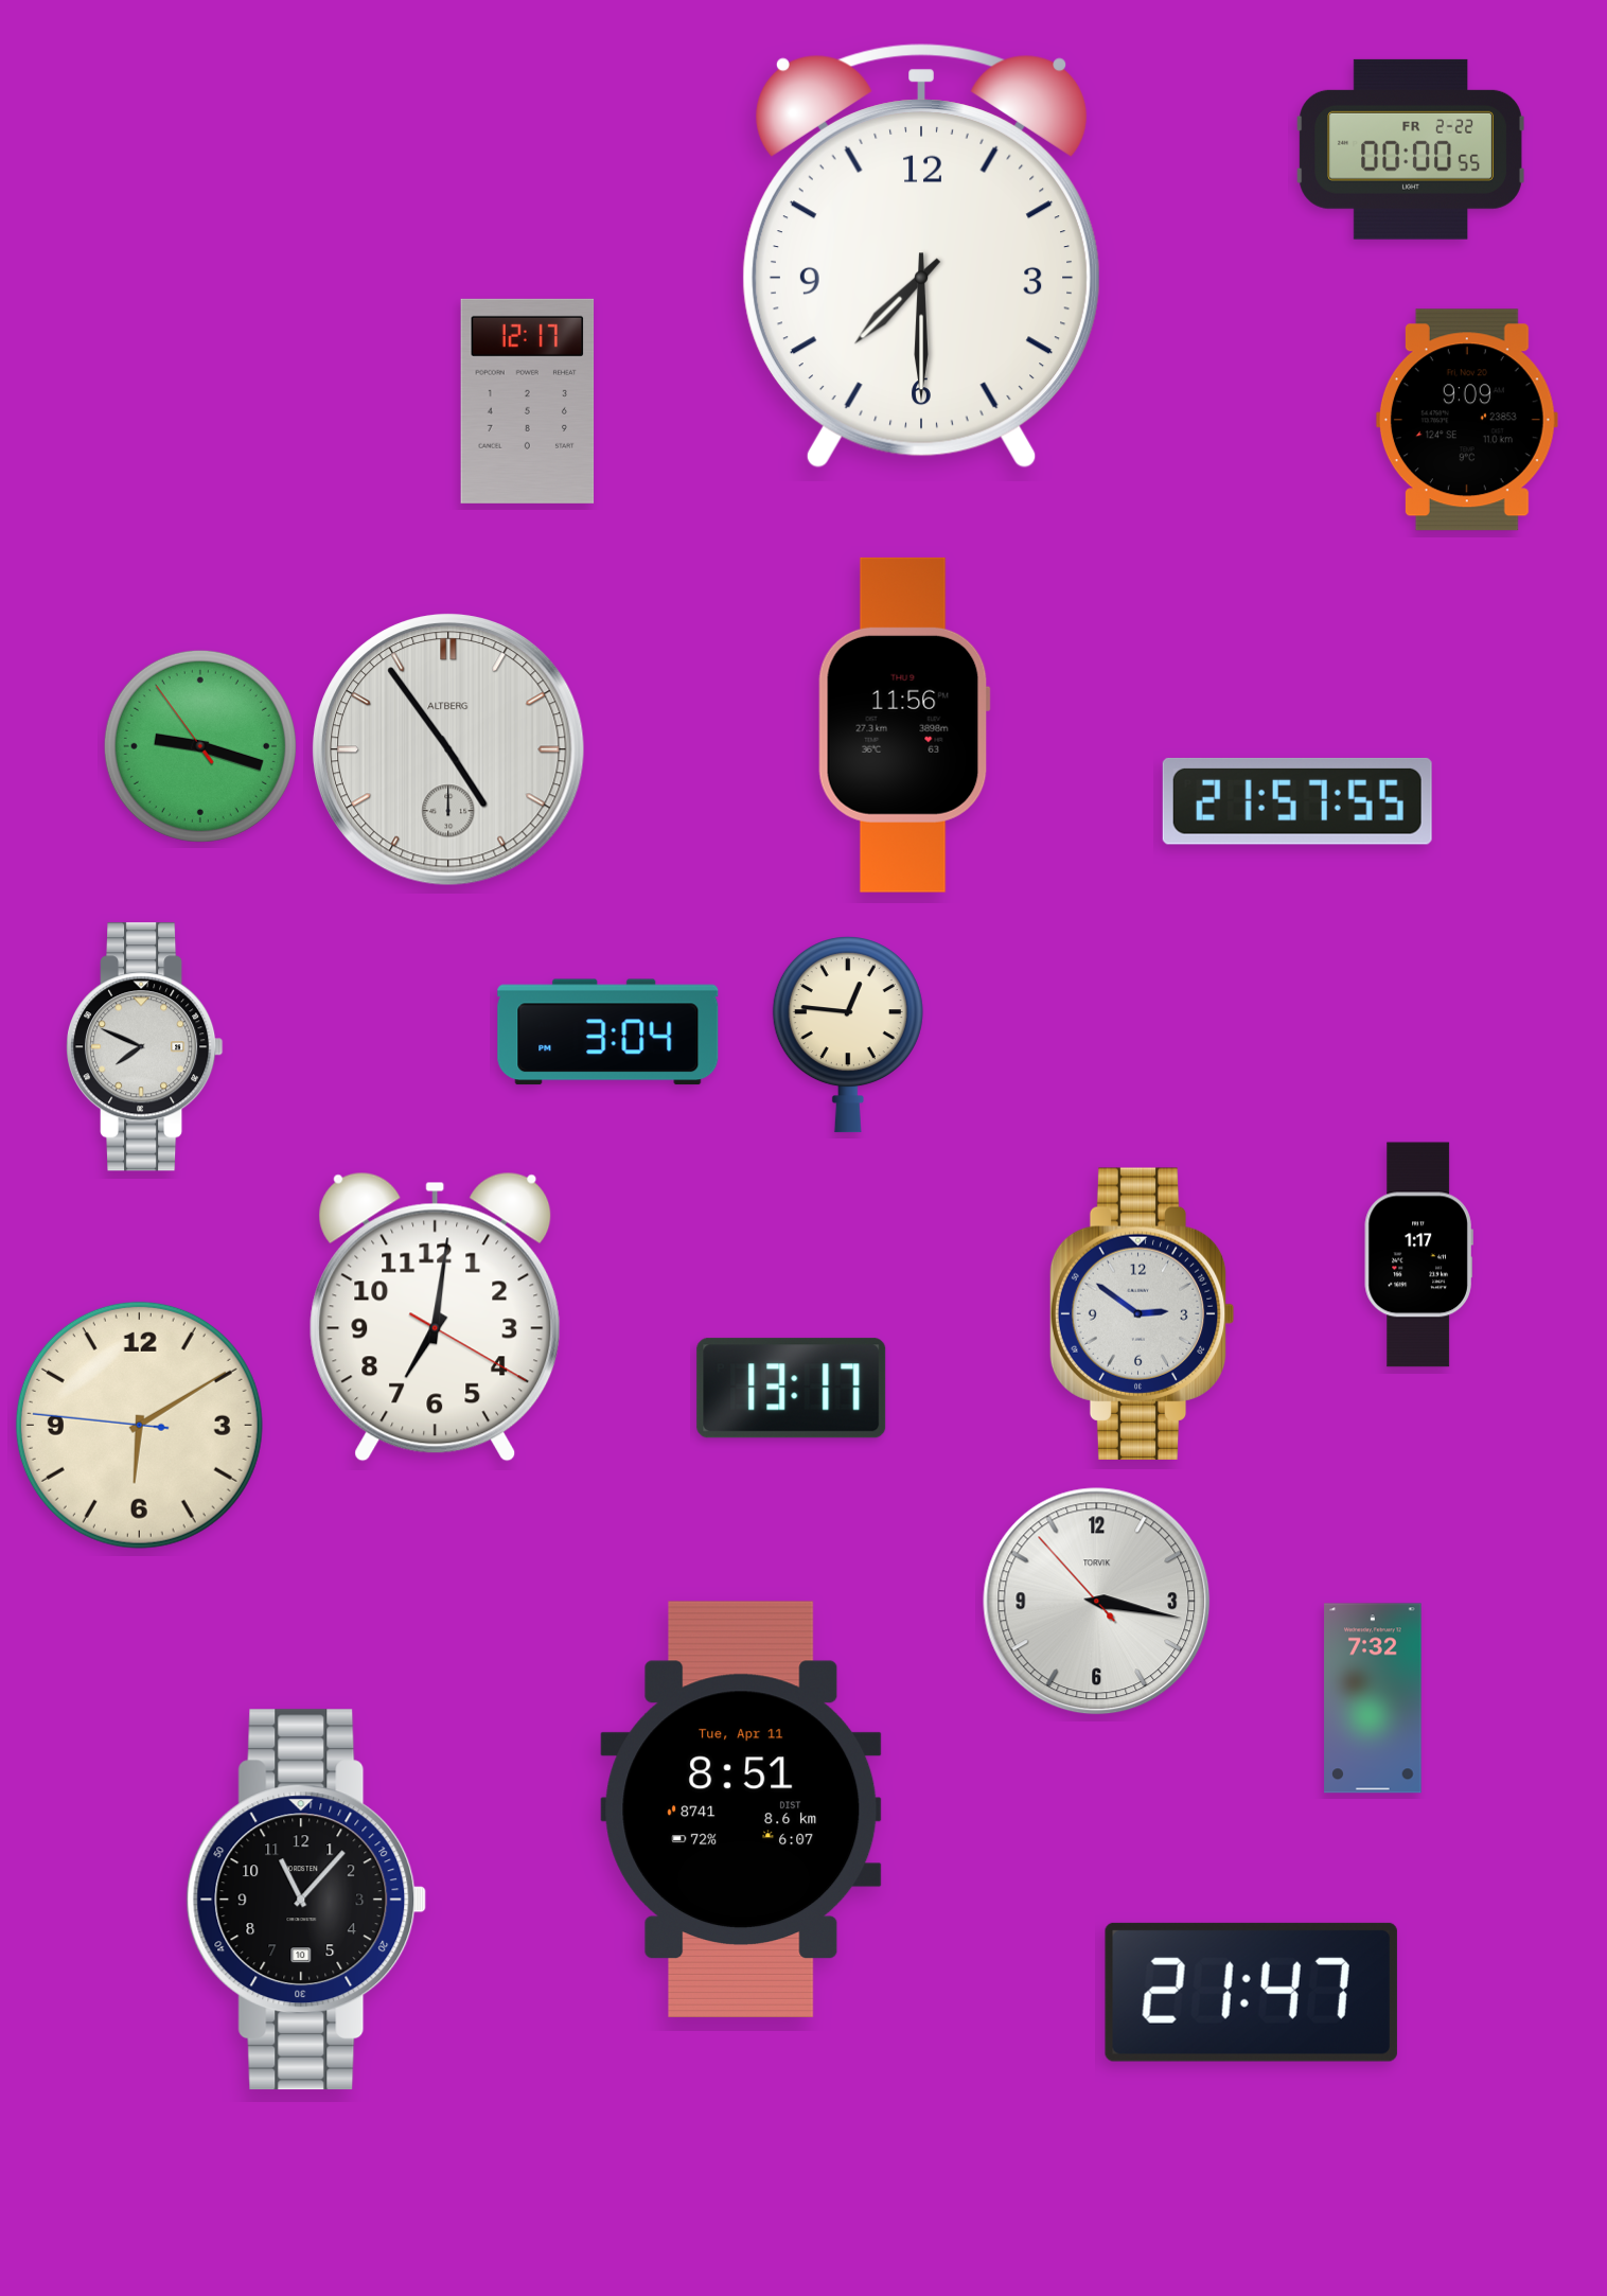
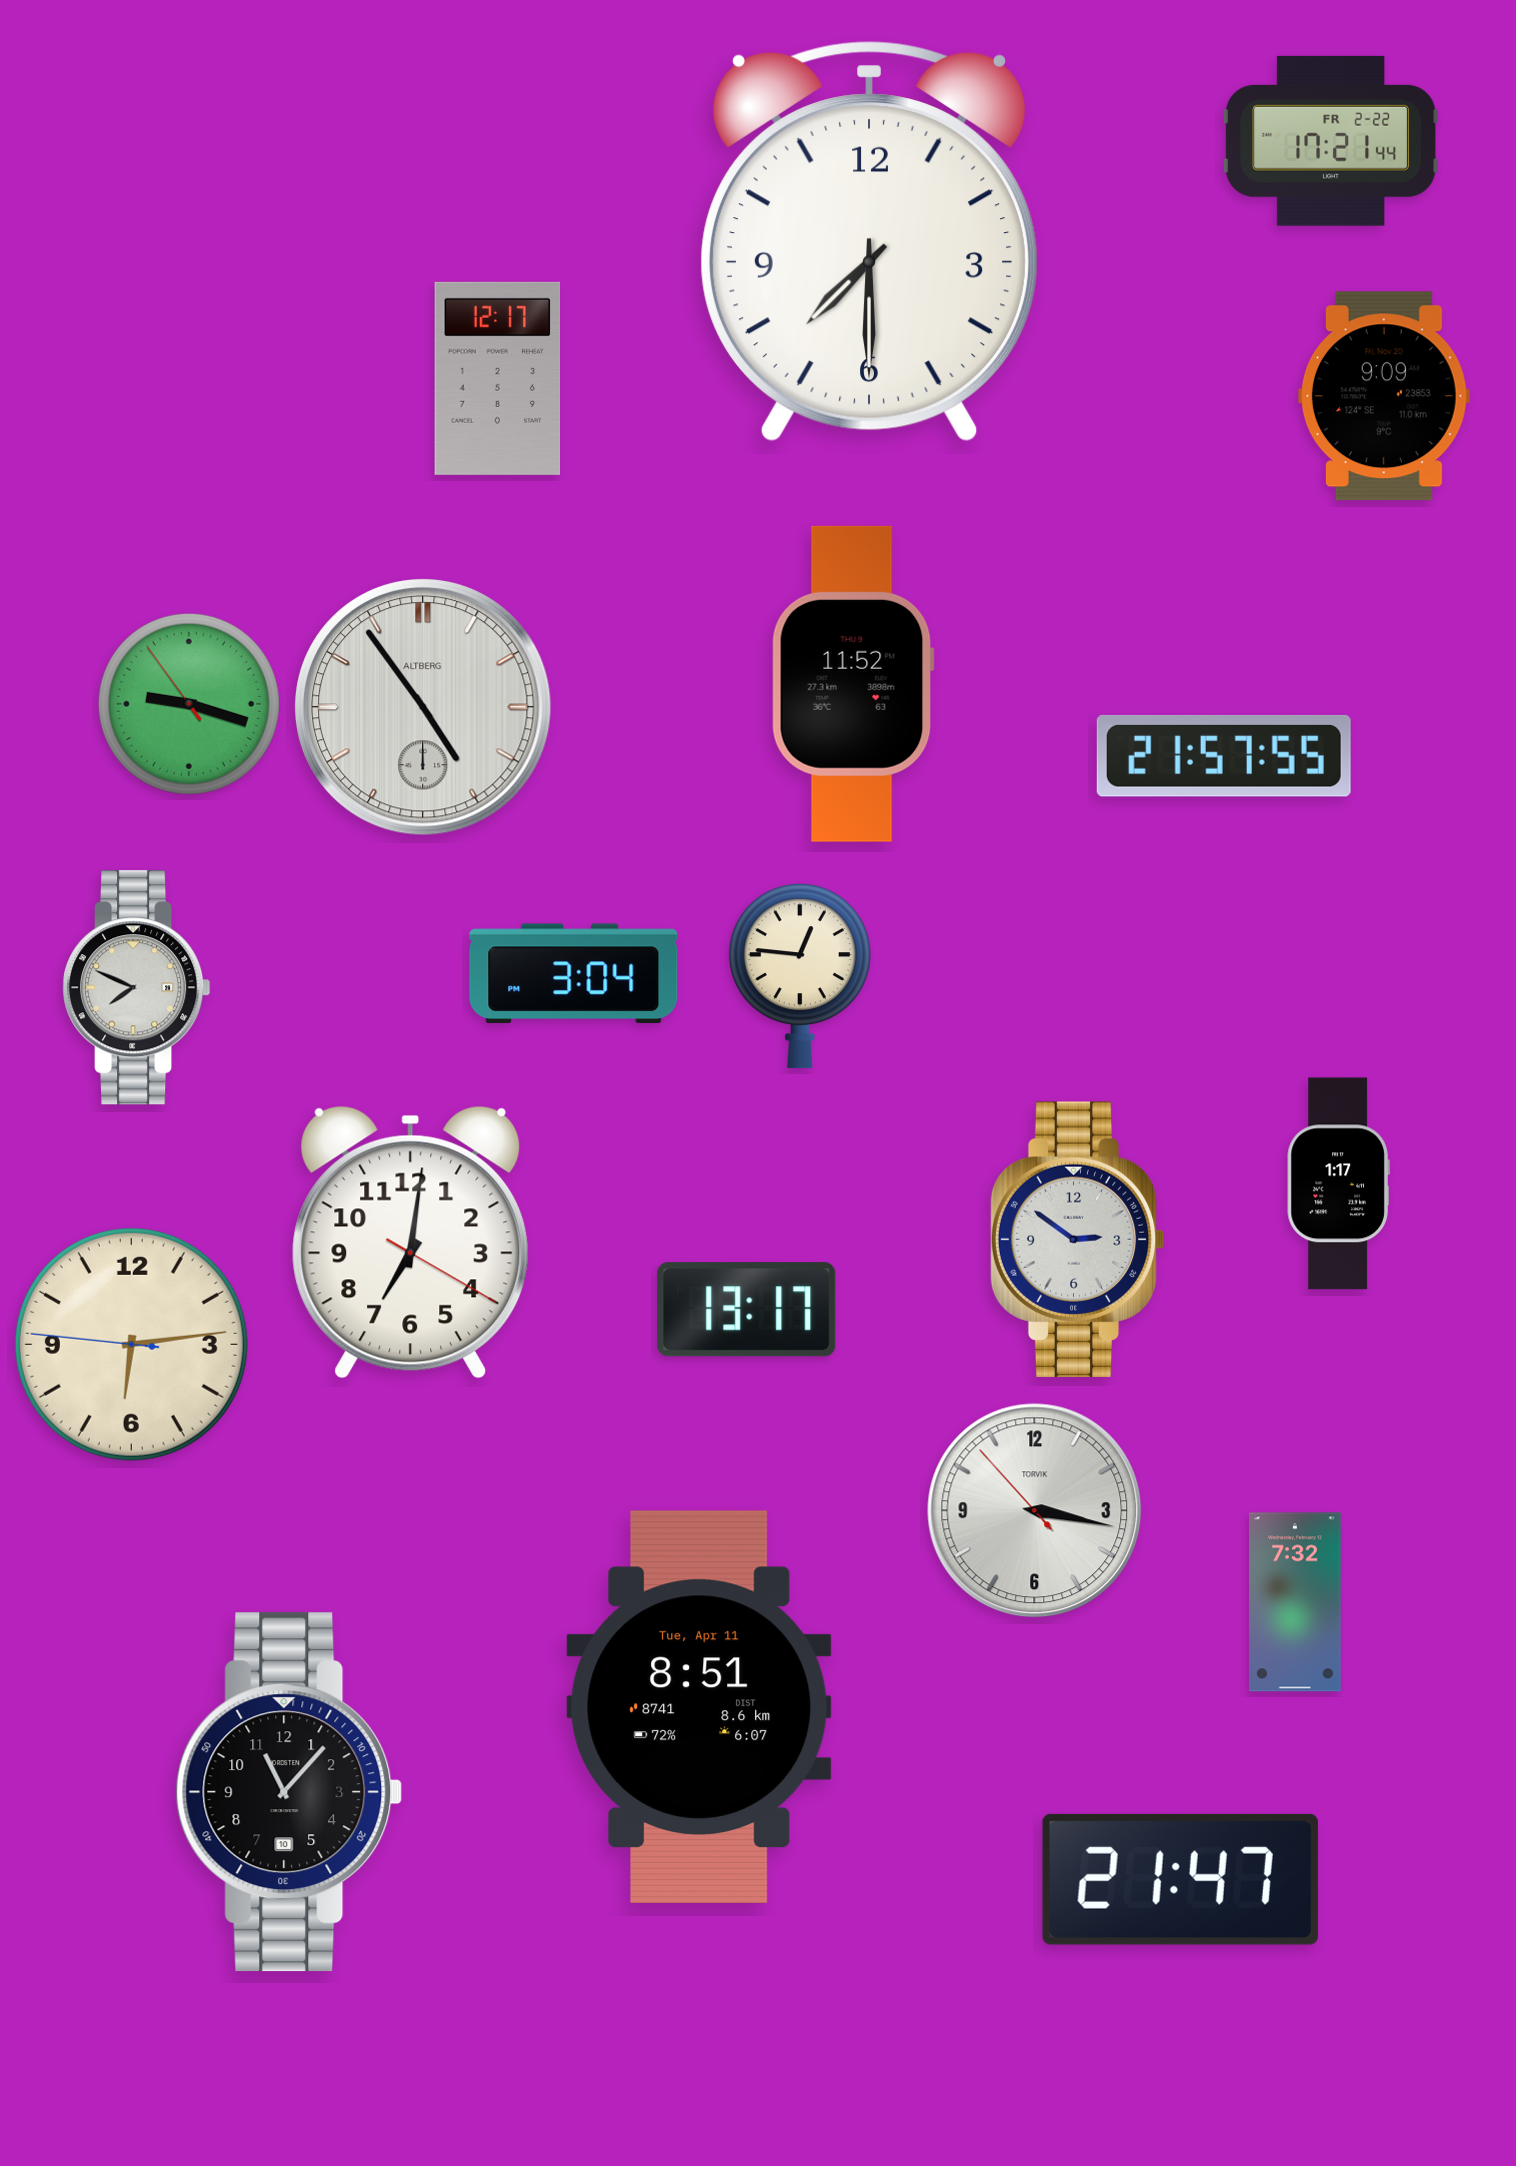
clock at (1411, 149): 00:00 -> 17:21
clock at (904, 725): 11:56 -> 11:52
clock at (139, 1425): 6:09 -> 6:13
